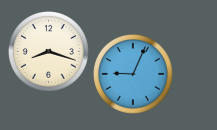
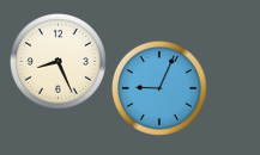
clock at (49, 52): 8:18 -> 8:26
